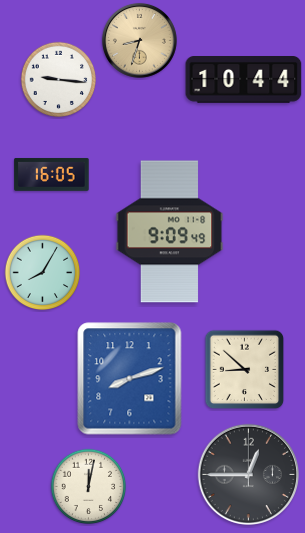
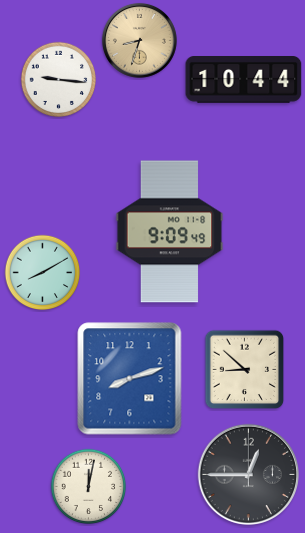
clock at (52, 174): 16:05 -> none
clock at (43, 273): 8:05 -> 8:10
